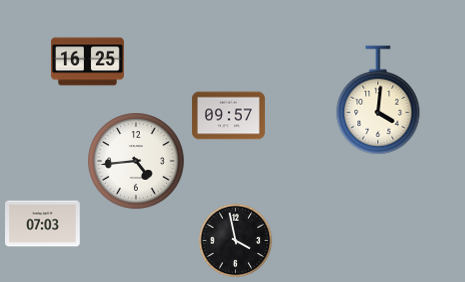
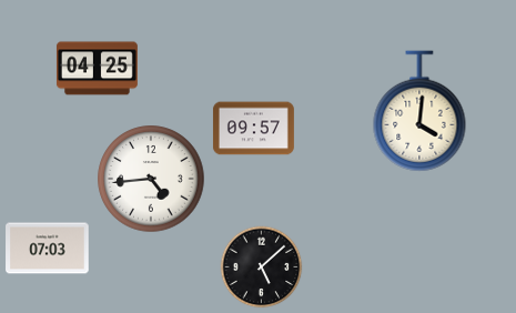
clock at (87, 62): 16:25 -> 04:25
clock at (236, 241): 3:58 -> 5:08
